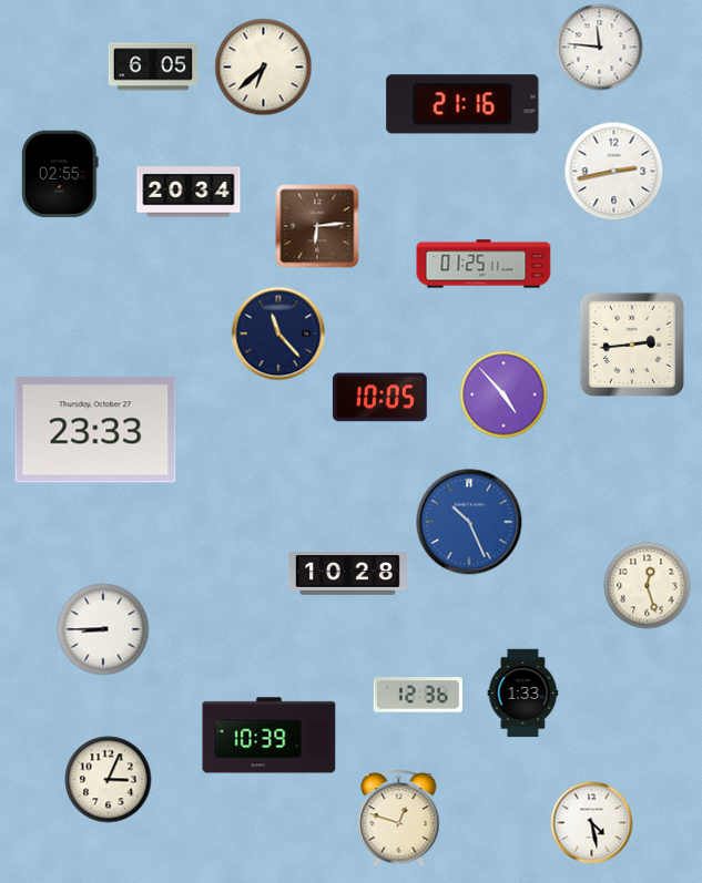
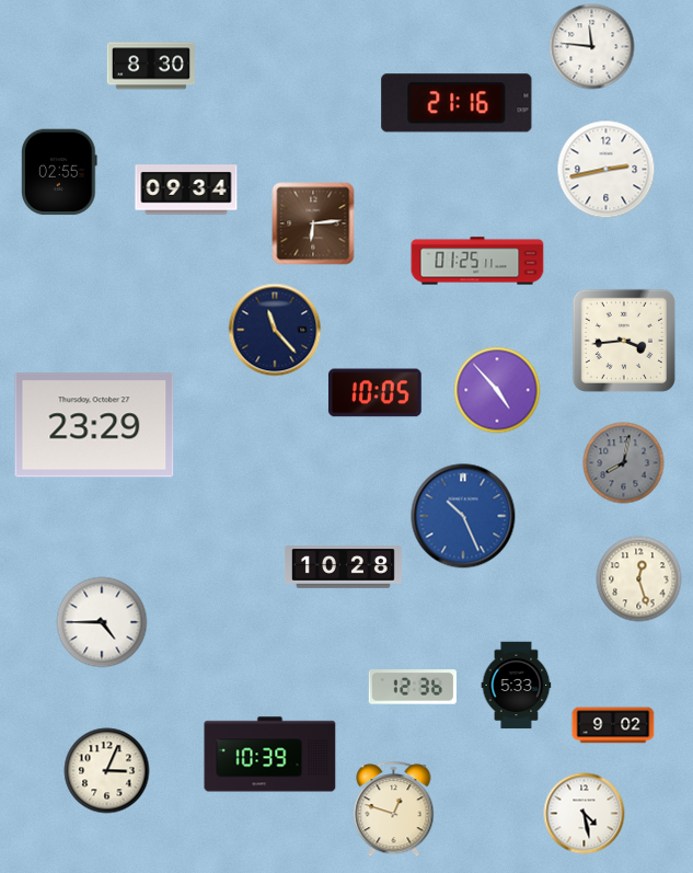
clock at (152, 66): 6:05 -> 8:30
clock at (264, 68): 6:38 -> none
clock at (189, 192): 20:34 -> 09:34
clock at (632, 345): 2:44 -> 3:44
clock at (95, 430): 23:33 -> 23:29
clock at (624, 463): none -> 8:02
clock at (103, 629): 8:45 -> 4:45
clock at (523, 694): 1:33 -> 5:33
clock at (613, 725): none -> 9:02
clock at (269, 736) position: (269, 736) -> (270, 755)
